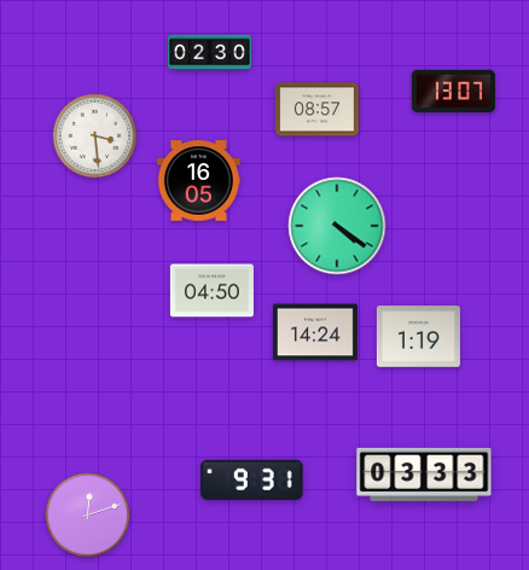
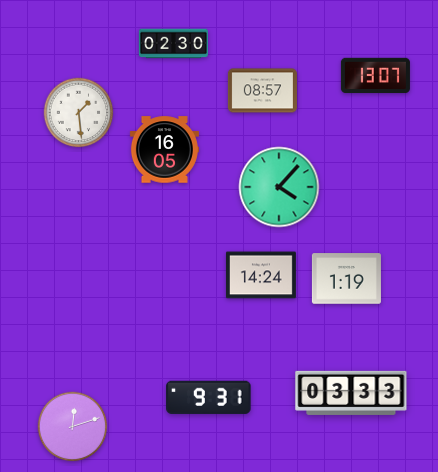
clock at (95, 136): 3:29 -> 1:29
clock at (337, 226): 4:21 -> 4:07
clock at (211, 291): 04:50 -> none
